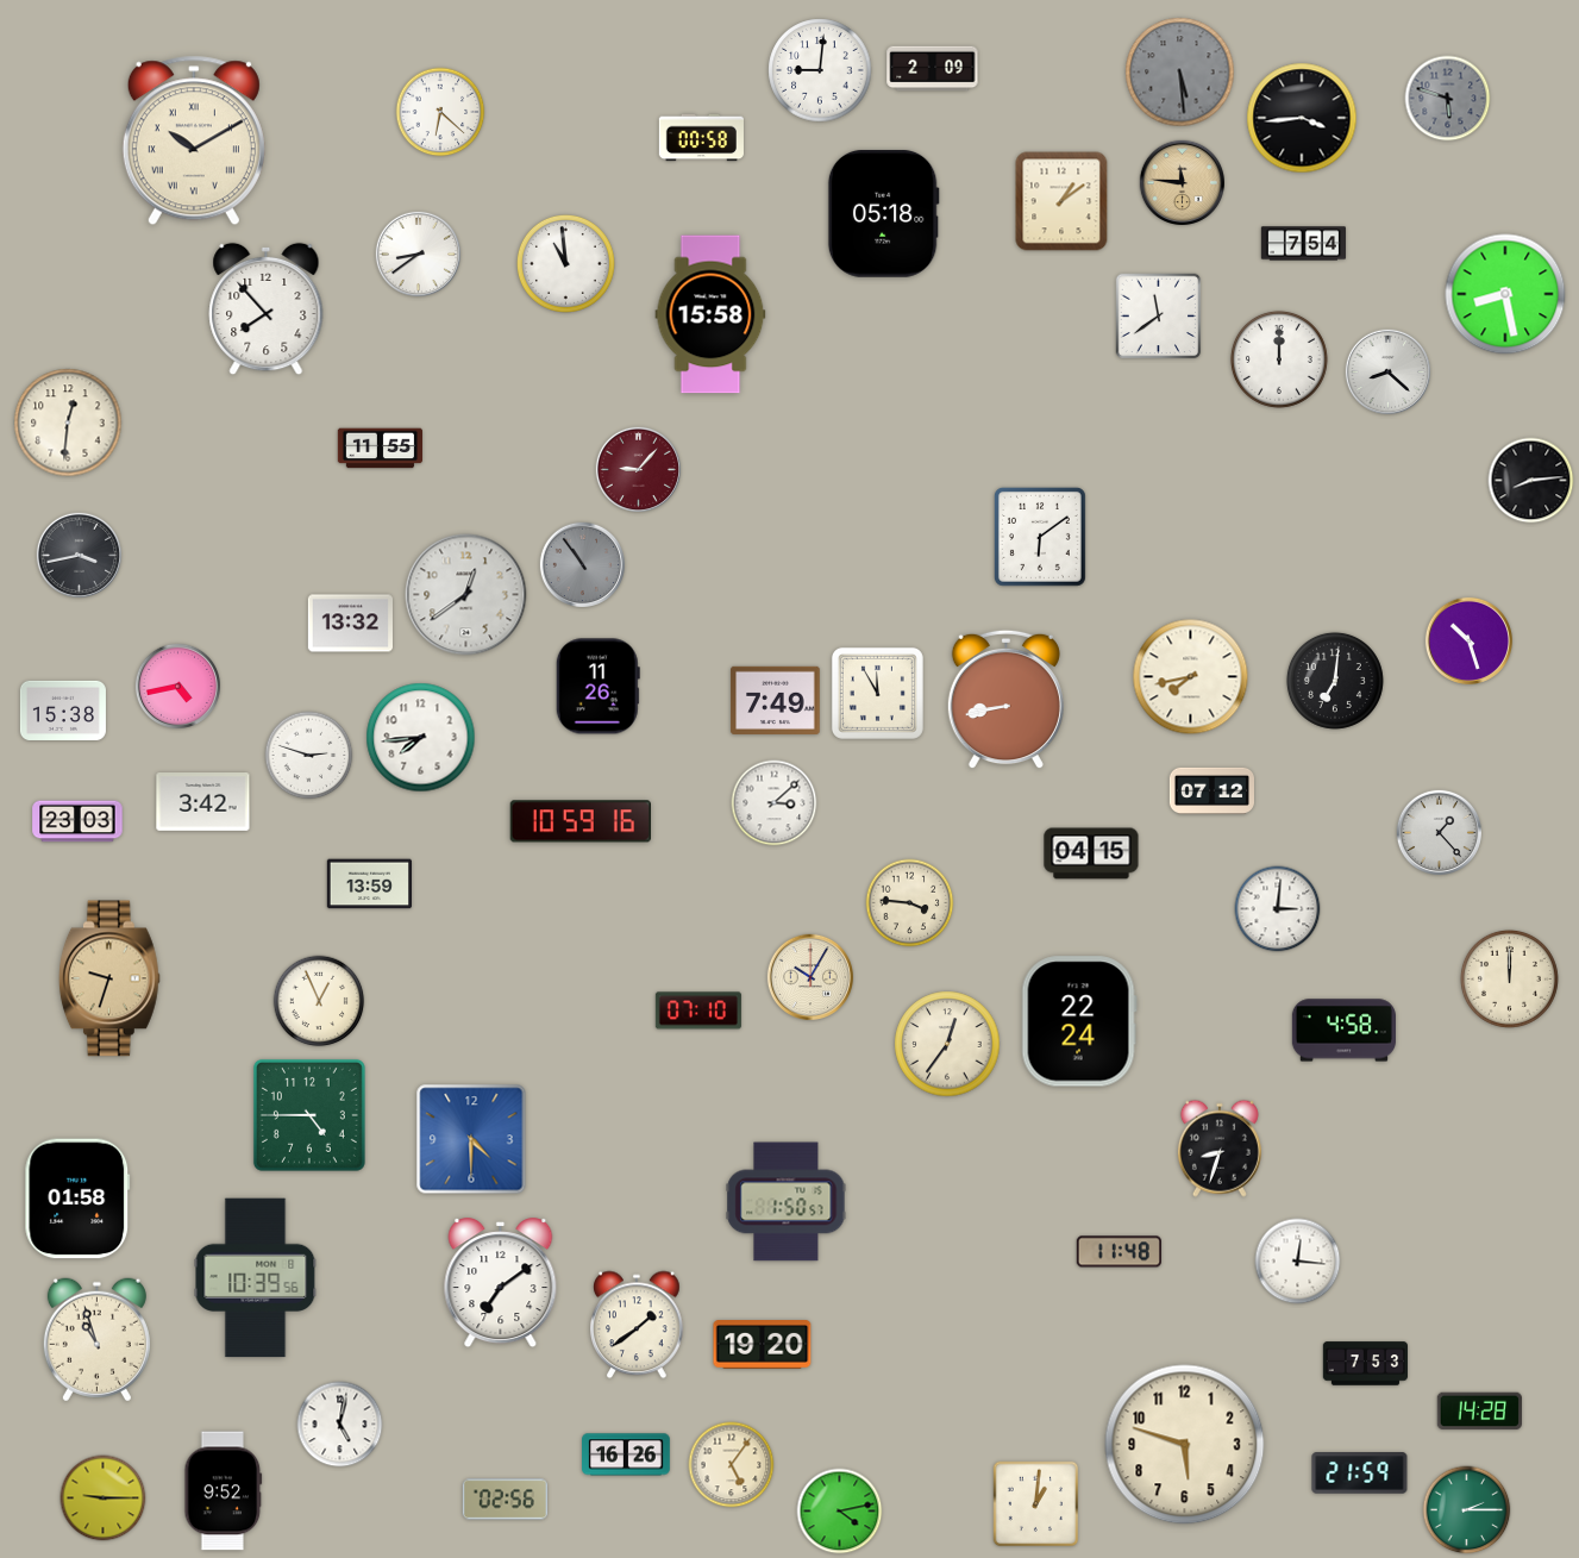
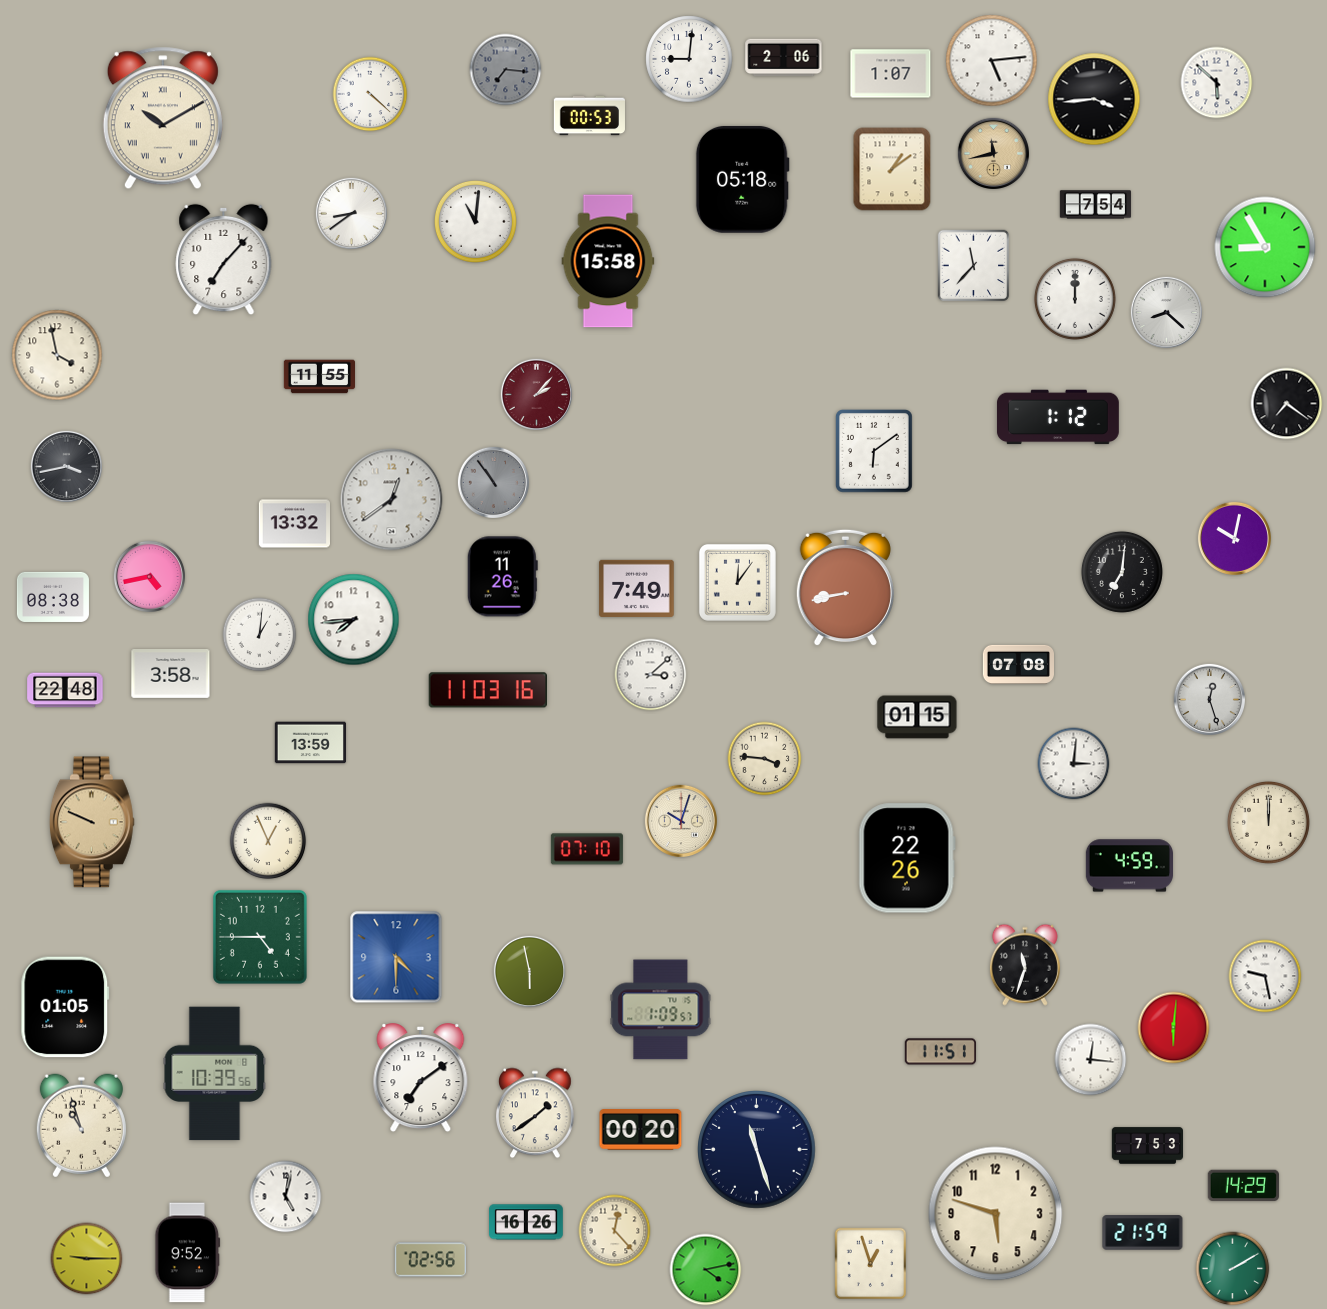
clock at (933, 69): 2:09 -> 2:06
clock at (1180, 73): 5:29 -> 5:14
clock at (1180, 73) dial: grey -> white
clock at (506, 70): none -> 7:16
clock at (891, 74): none -> 1:07
clock at (1448, 99): 5:48 -> 5:52
clock at (1448, 99) dial: grey -> white
clock at (440, 112): 6:22 -> 4:22
clock at (701, 138): 00:58 -> 00:53
clock at (1182, 182): 11:46 -> 11:43
clock at (565, 263): 10:59 -> 11:01
clock at (1505, 294): 8:28 -> 8:55
clock at (267, 309): 7:53 -> 7:07
clock at (710, 314) position: (710, 314) -> (608, 261)
clock at (1159, 317): 11:39 -> 11:37
clock at (1279, 359) position: (1279, 359) -> (1075, 299)
clock at (68, 423): 12:31 -> 3:58
clock at (638, 469): 9:07 -> 2:07
clock at (1531, 481): 8:14 -> 7:21
clock at (1058, 417): none -> 1:12
clock at (582, 564) position: (582, 564) -> (493, 482)
clock at (1468, 640): 10:27 -> 10:02
clock at (1191, 677): 7:43 -> none
clock at (877, 693): 11:55 -> 12:06
clock at (776, 700) position: (776, 700) -> (637, 588)
clock at (63, 711): 15:38 -> 08:38
clock at (309, 756): 2:48 -> 1:01
clock at (1211, 790): 07:12 -> 07:08
clock at (203, 802): 3:42 -> 3:58
clock at (77, 821): 23:03 -> 22:48
clock at (579, 821): 10:59 -> 11:03
clock at (1439, 832): 1:23 -> 12:27
clock at (1091, 853): 04:15 -> 01:15
clock at (809, 976): 10:05 -> 10:03
clock at (109, 978): 9:33 -> 9:49
clock at (1079, 1021): 22:24 -> 22:26
clock at (1343, 1031): 4:58 -> 4:59
clock at (947, 1044): 12:36 -> none
clock at (1220, 1149): 8:33 -> 11:33
clock at (529, 971): none -> 5:58
clock at (1265, 976): none -> 9:28
clock at (77, 1199): 01:58 -> 01:05
clock at (787, 1202): 1:50 -> 1:09
clock at (1174, 1028): none -> 6:01
clock at (1119, 1252): 11:48 -> 11:51
clock at (763, 1345): 19:20 -> 00:20
clock at (757, 1150): none -> 11:27
clock at (1479, 1412): 14:28 -> 14:29
clock at (732, 1465): 5:06 -> 12:23
clock at (1360, 1473) position: (1360, 1473) -> (1143, 1233)
clock at (505, 1500) position: (505, 1500) -> (430, 1260)
clock at (1036, 1504): 1:01 -> 12:57
clock at (1467, 1510): 2:15 -> 2:10
